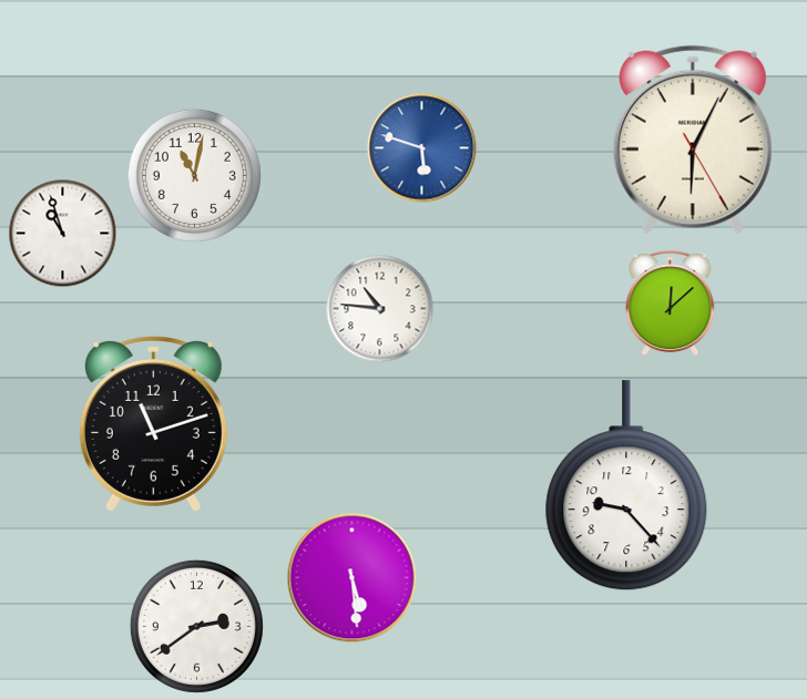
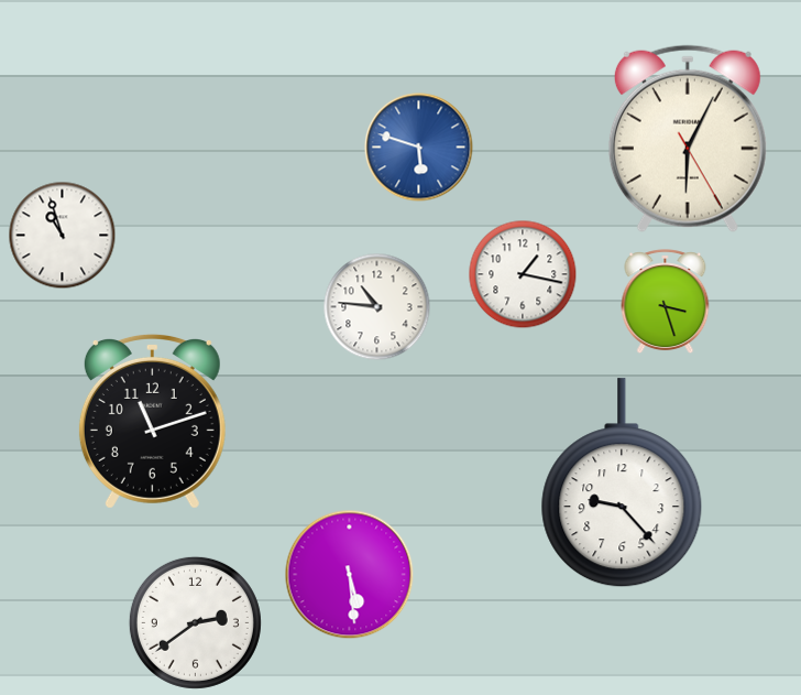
clock at (194, 175): 11:02 -> none
clock at (63, 234) position: (63, 234) -> (63, 236)
clock at (523, 274): none -> 1:17
clock at (671, 304): 12:08 -> 3:27
